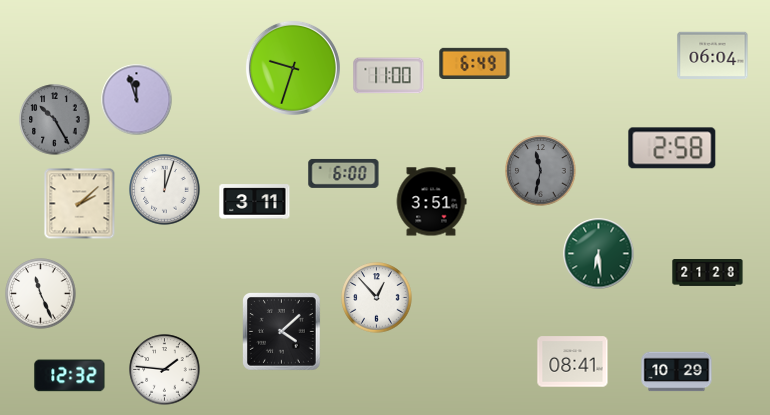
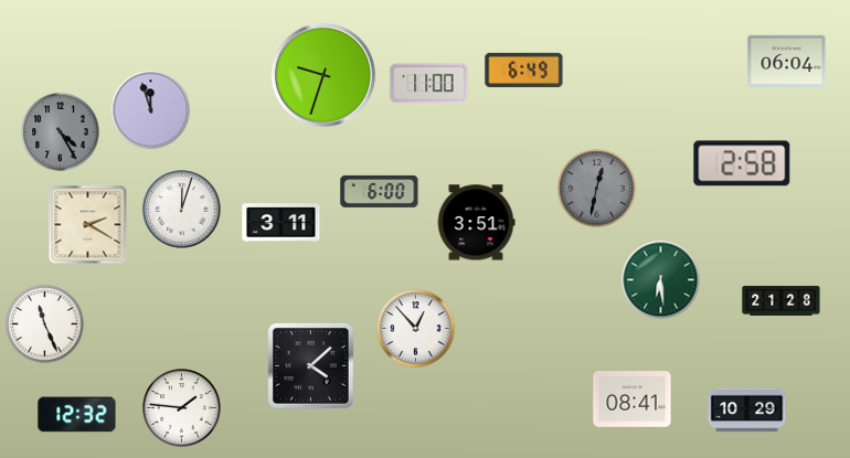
clock at (55, 120): 10:25 -> 4:25
clock at (541, 171): 11:32 -> 12:32
clock at (80, 204): 2:08 -> 2:20
